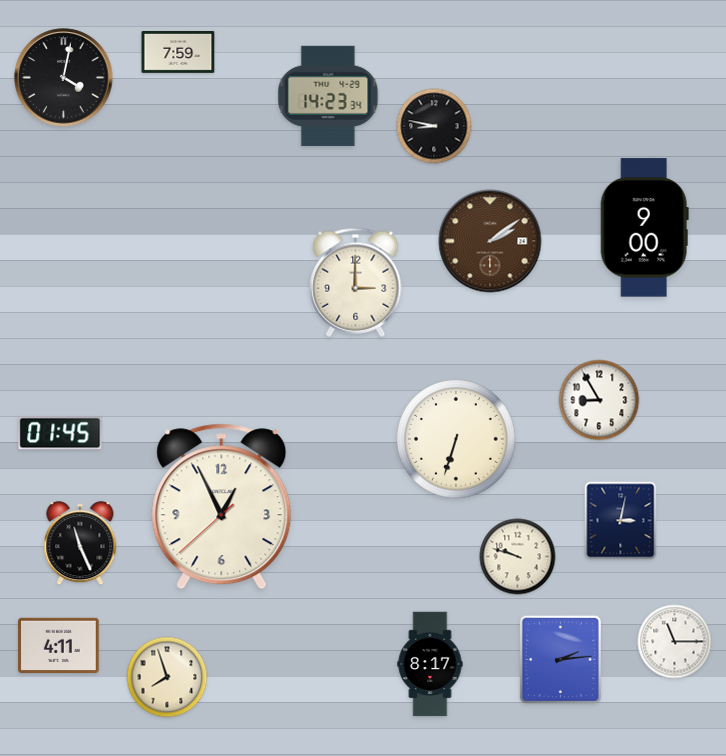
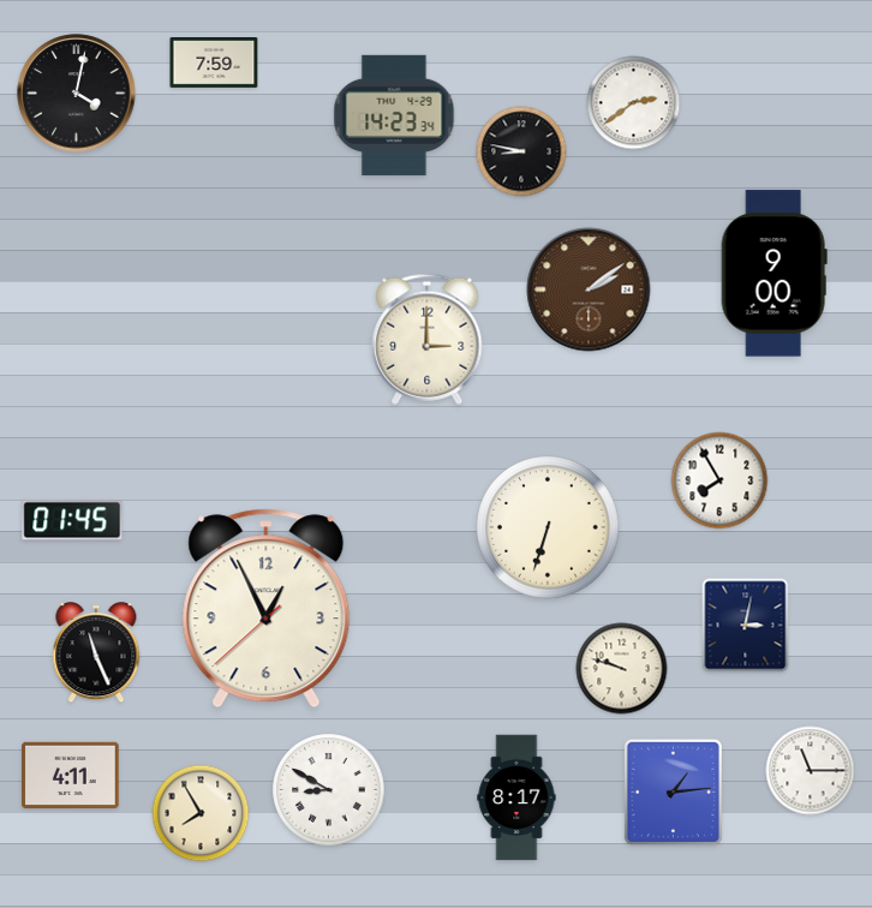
clock at (634, 103): none -> 2:39
clock at (599, 400): 8:55 -> 7:55
clock at (329, 790): none -> 8:50
clock at (560, 659): 2:14 -> 1:14
clock at (167, 677): 7:57 -> 7:55
